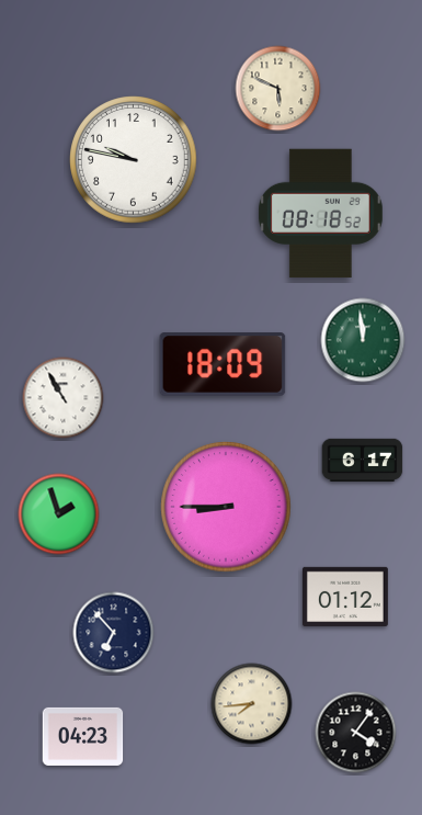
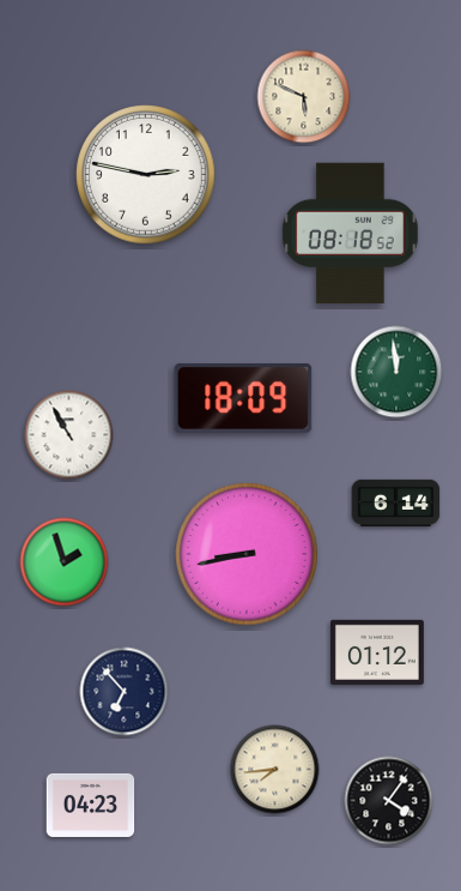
clock at (134, 160): 9:47 -> 2:47
clock at (363, 460): 6:17 -> 6:14
clock at (226, 507): 8:45 -> 8:43
